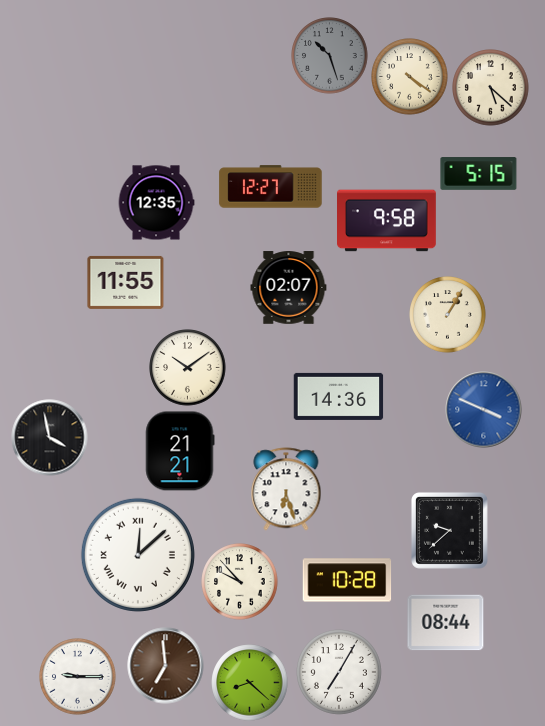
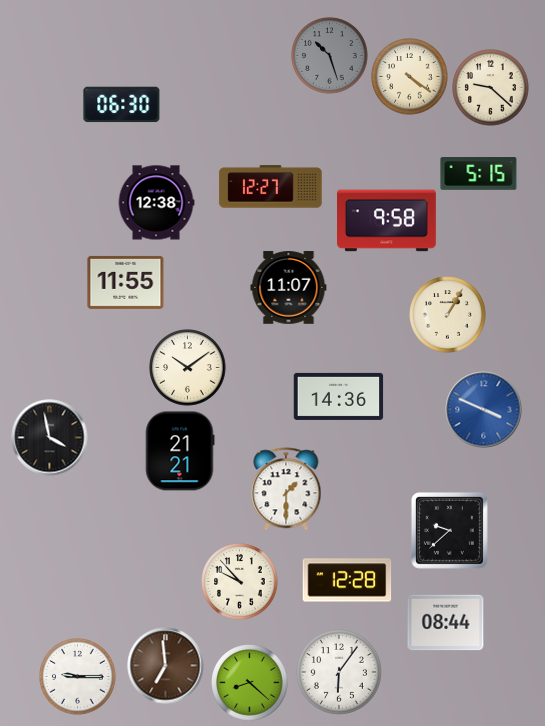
clock at (491, 88): 5:22 -> 9:22
clock at (122, 105): none -> 06:30
clock at (156, 203): 12:35 -> 12:38
clock at (289, 288): 02:07 -> 11:07
clock at (286, 489): 6:27 -> 1:30
clock at (138, 555): 12:08 -> none
clock at (347, 580): 10:28 -> 12:28
clock at (340, 673): 7:05 -> 6:06
